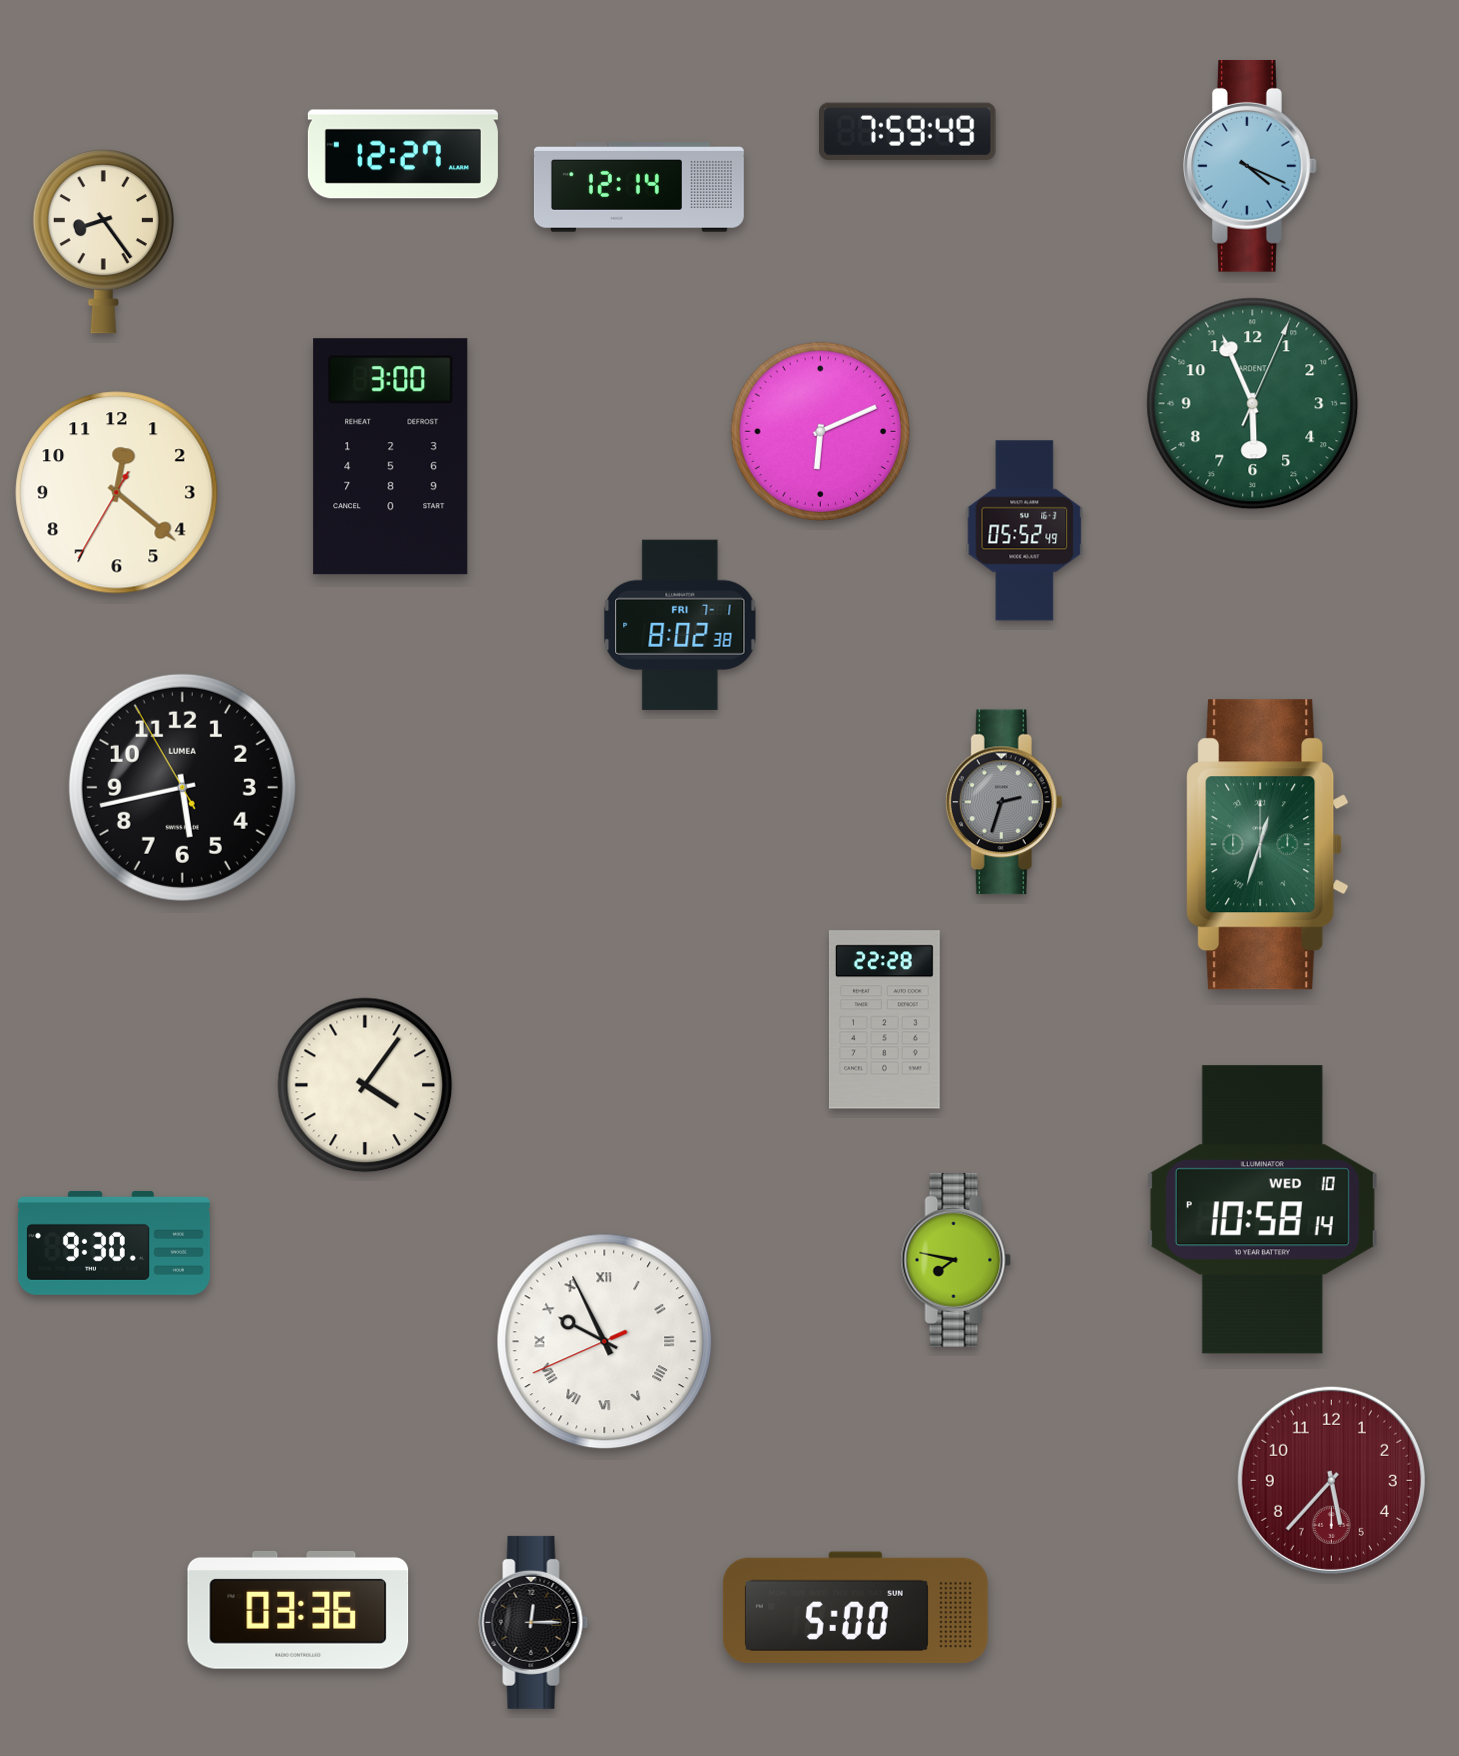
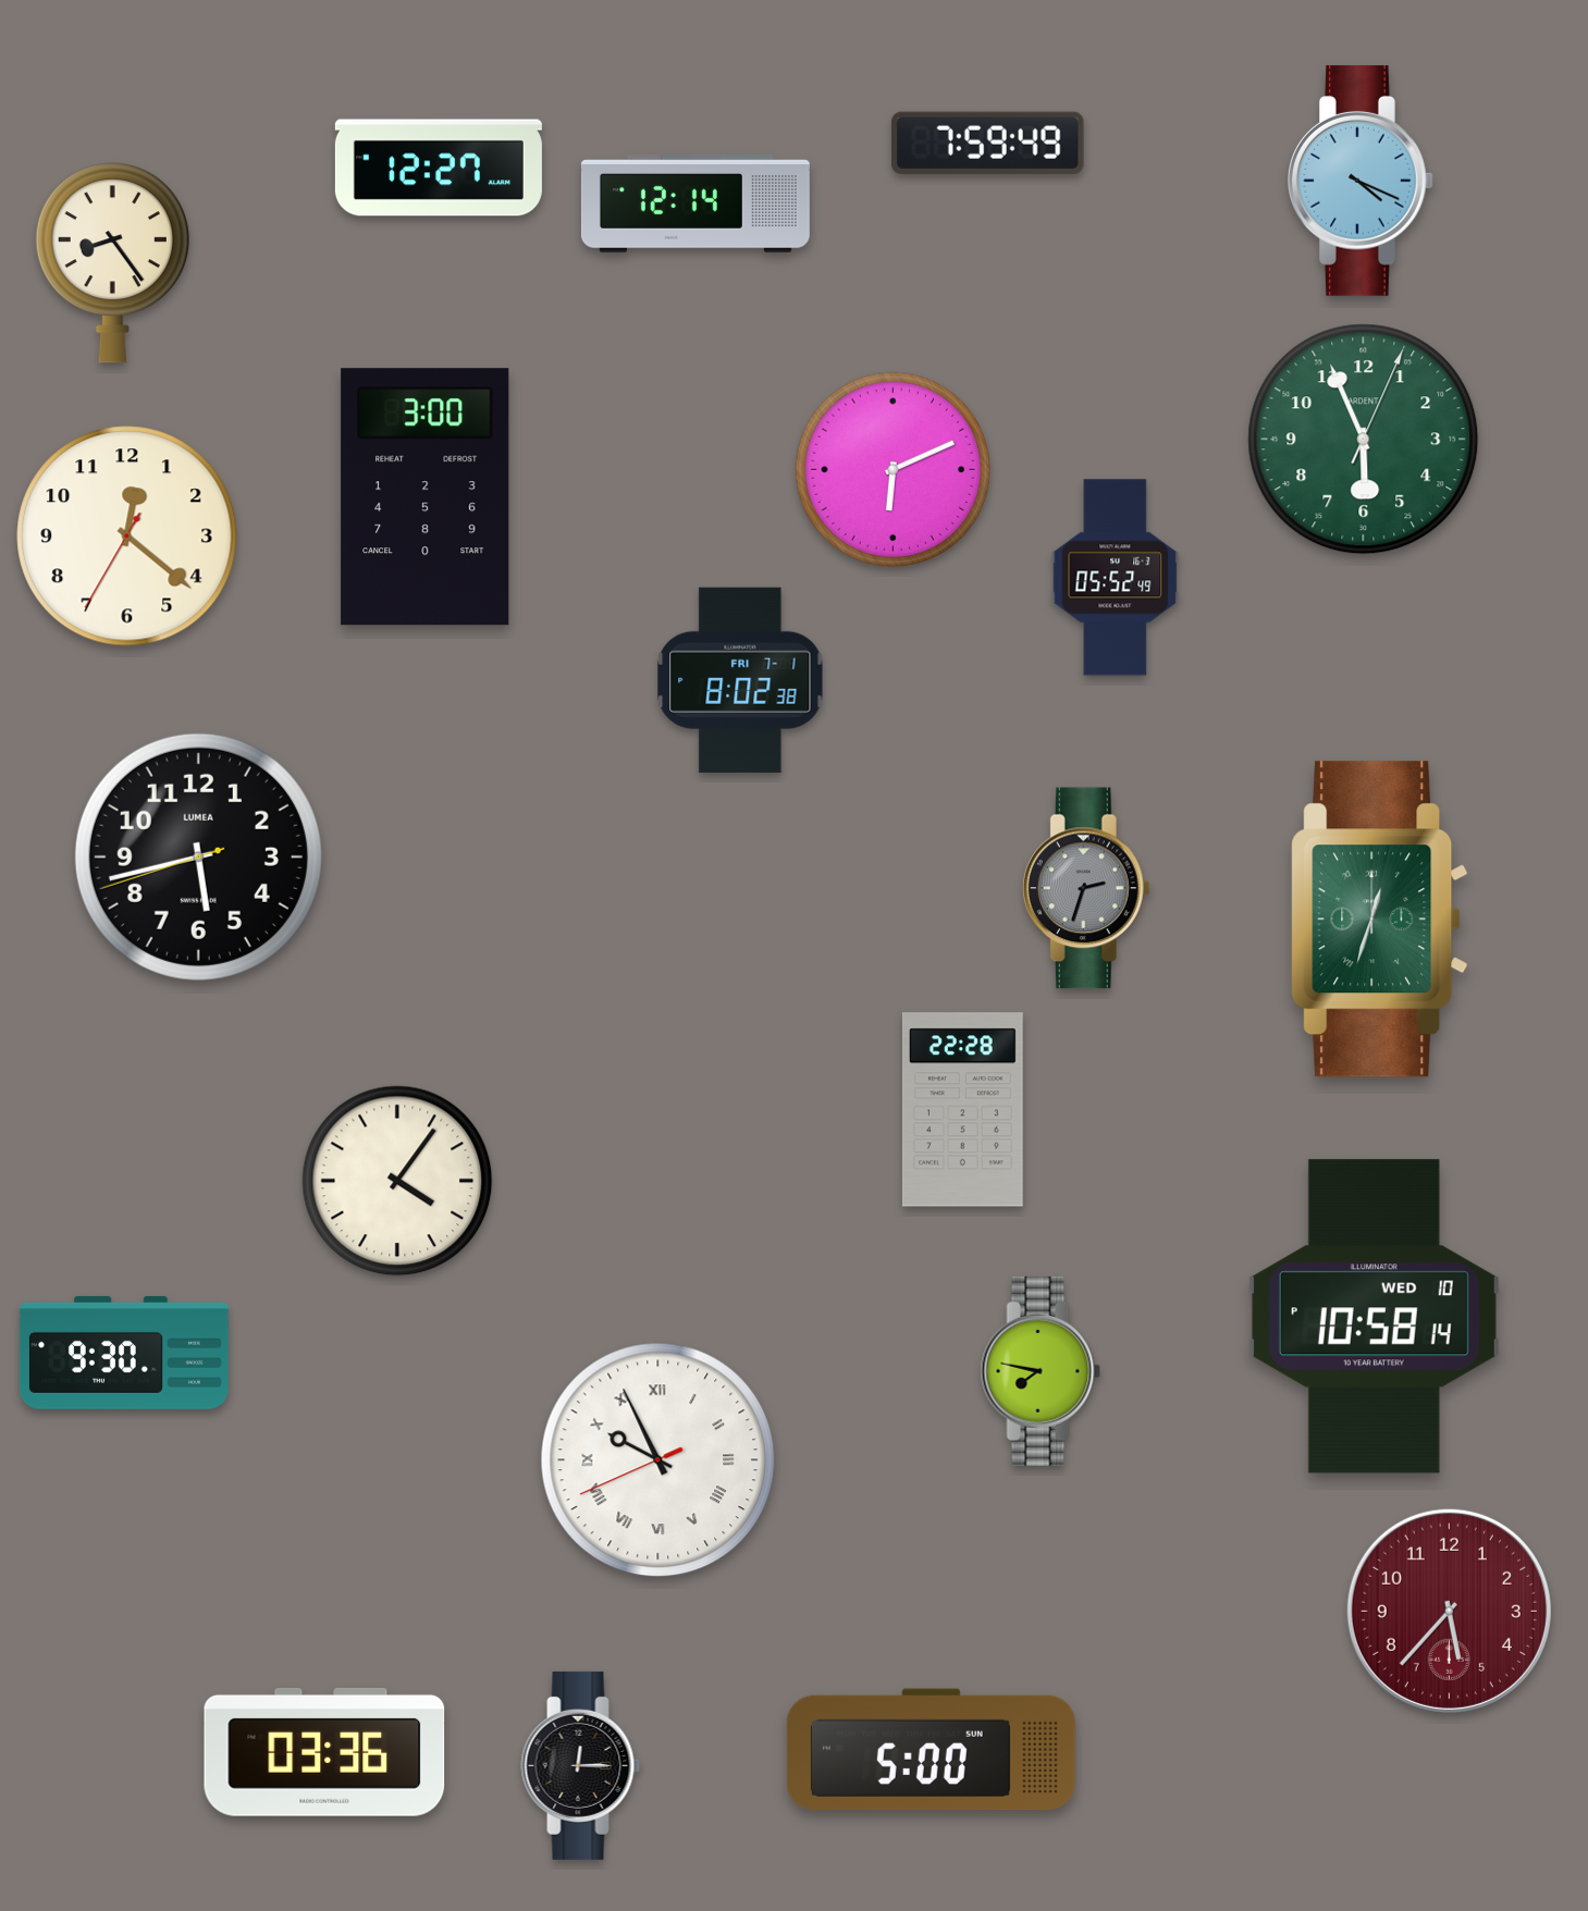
clock at (182, 787): 5:42:55 -> 5:42:42
clock at (1004, 802) position: (1004, 802) -> (1086, 888)
